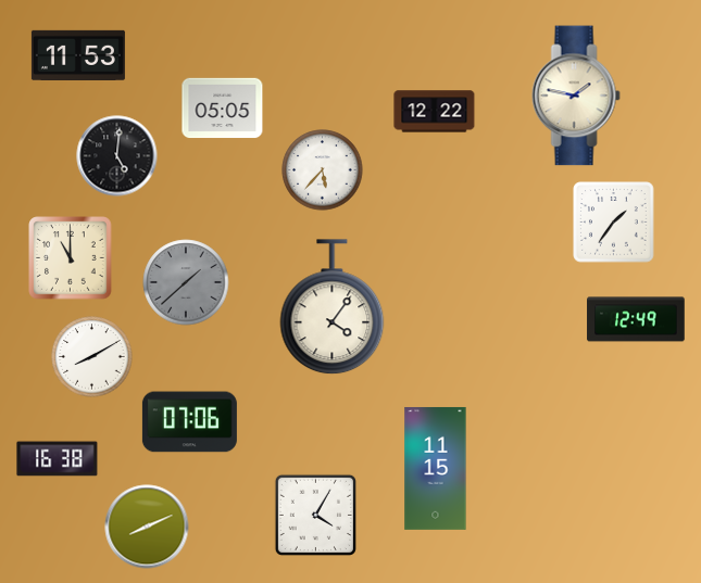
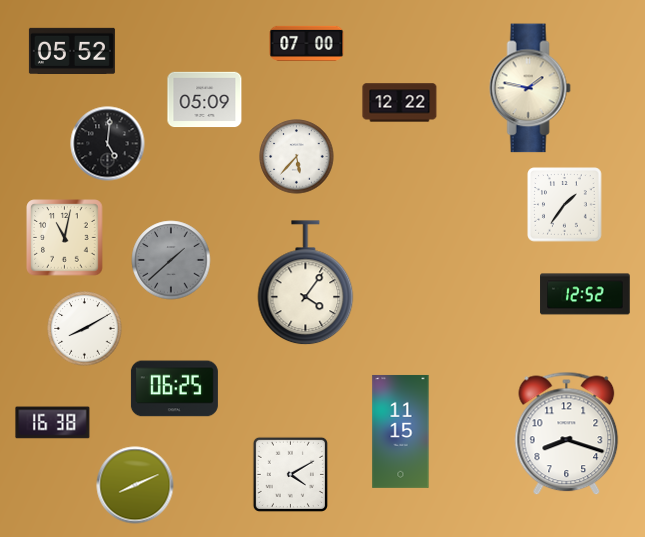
clock at (307, 43): none -> 07:00
clock at (78, 55): 11:53 -> 05:52
clock at (223, 109): 05:05 -> 05:09
clock at (71, 258): 11:00 -> 11:02
clock at (636, 319): 12:49 -> 12:52
clock at (189, 422): 07:06 -> 06:25
clock at (567, 434): none -> 8:18
clock at (315, 515): 4:05 -> 4:10
